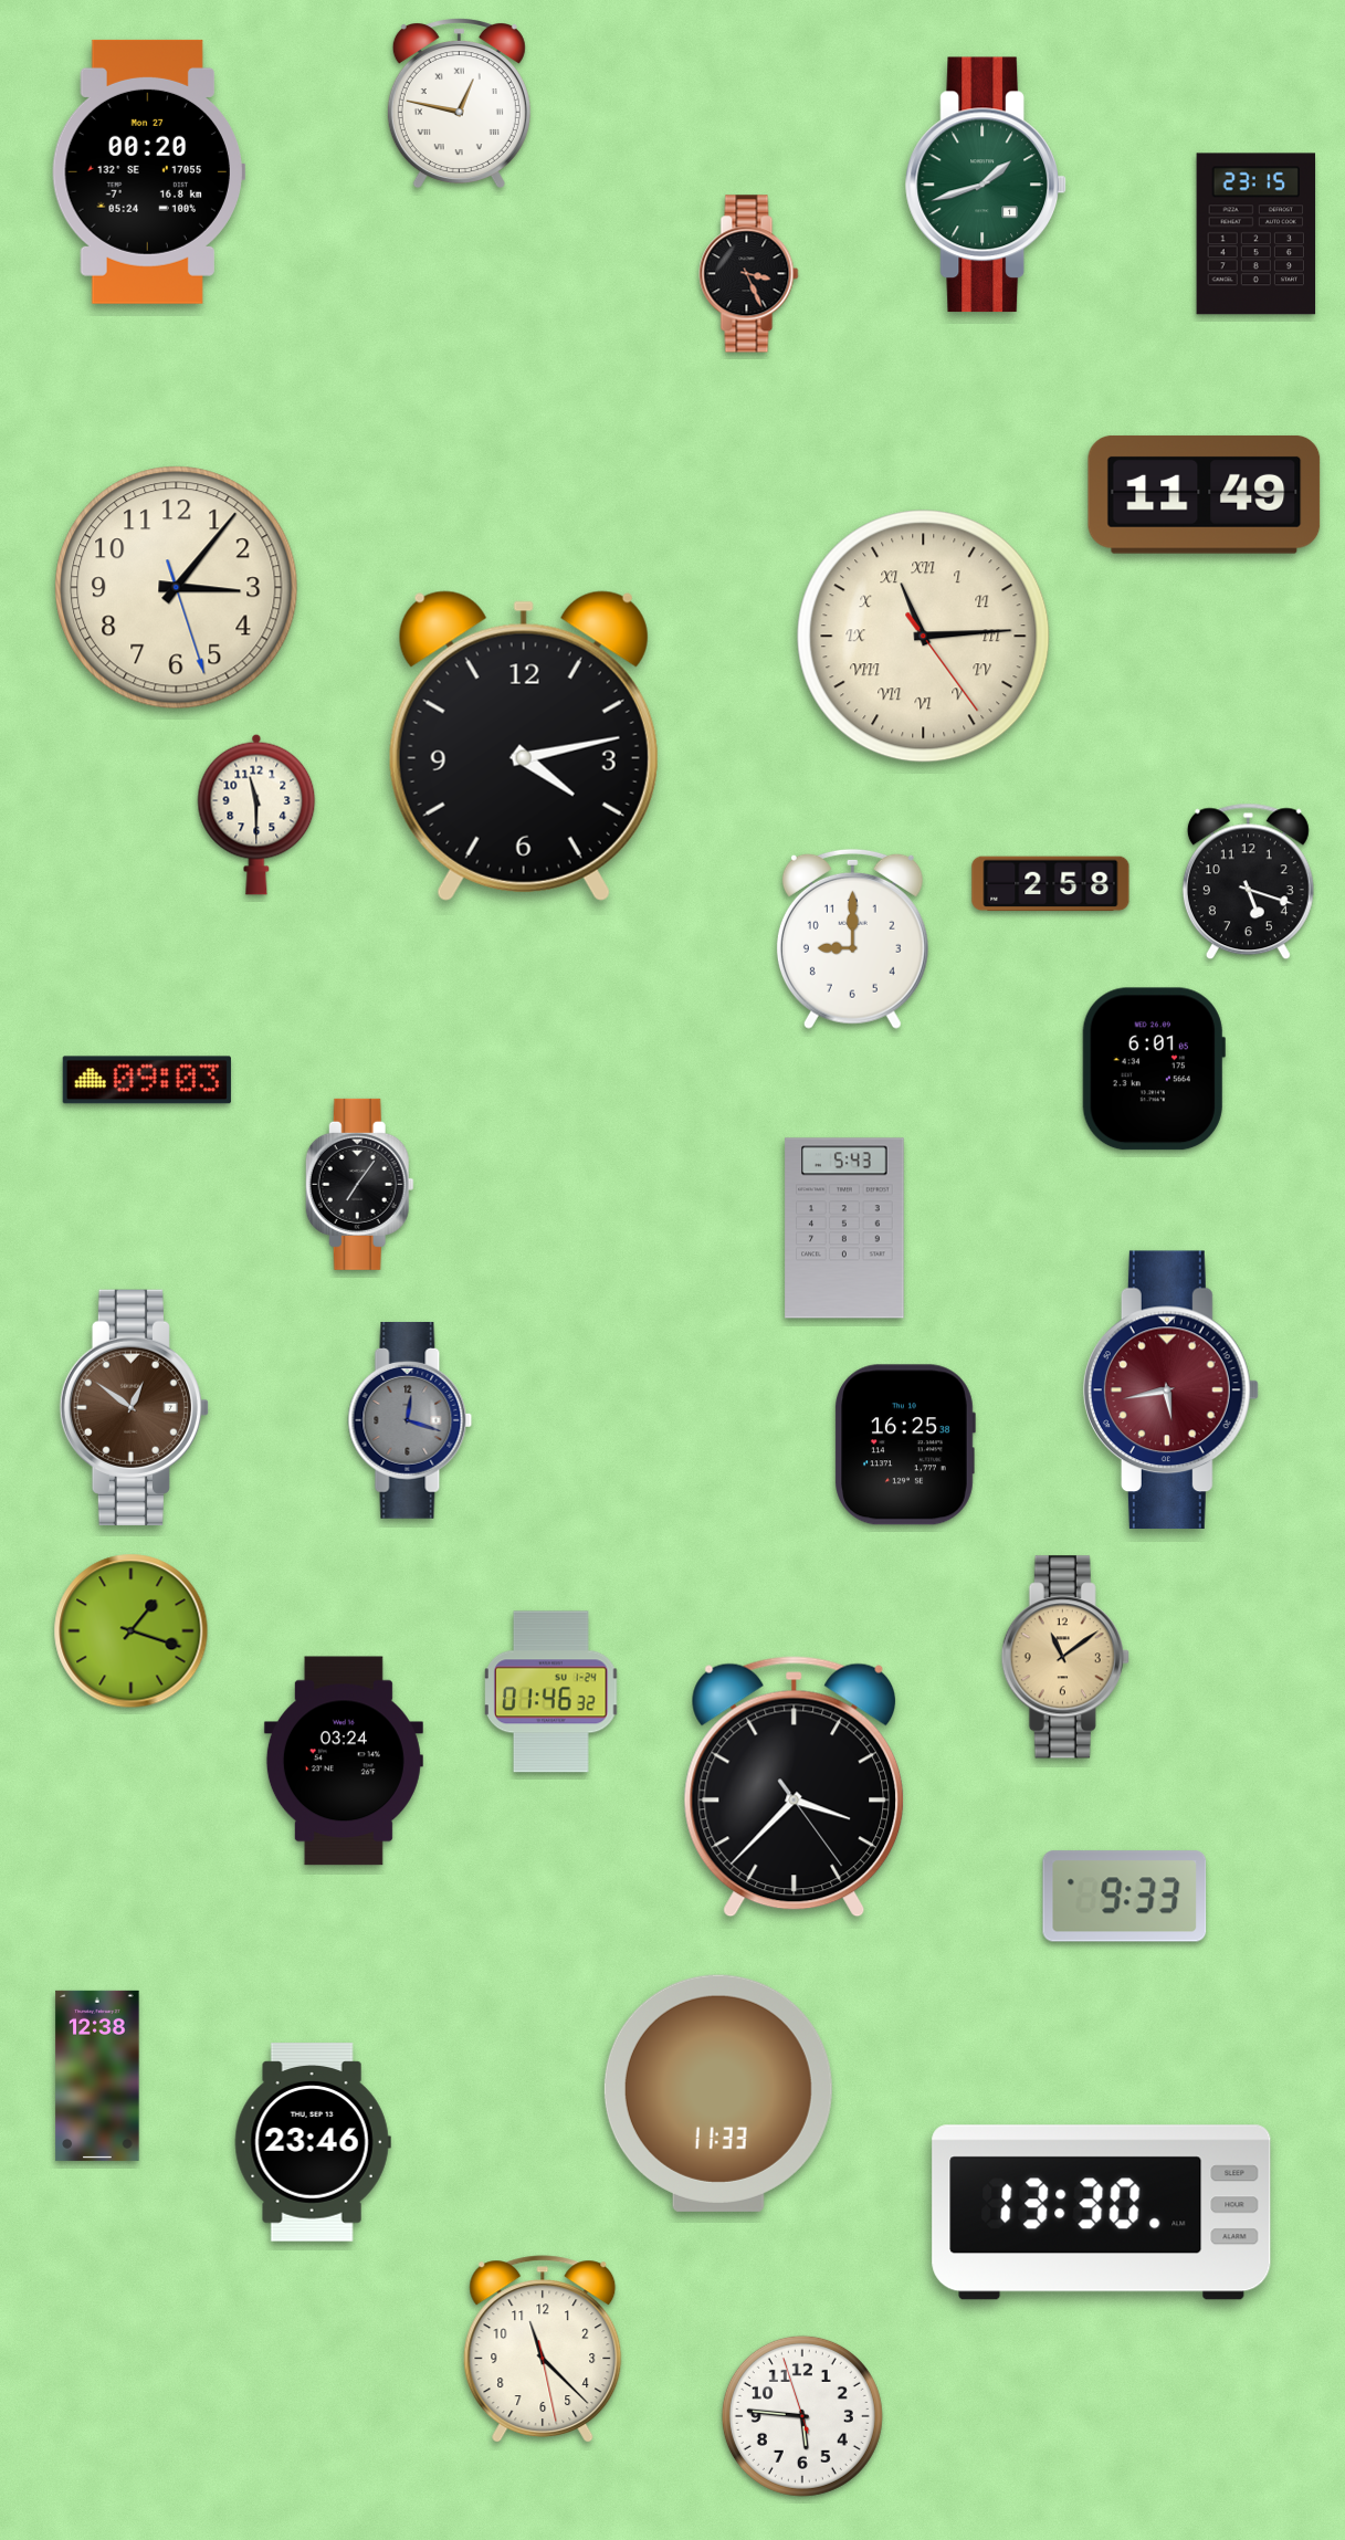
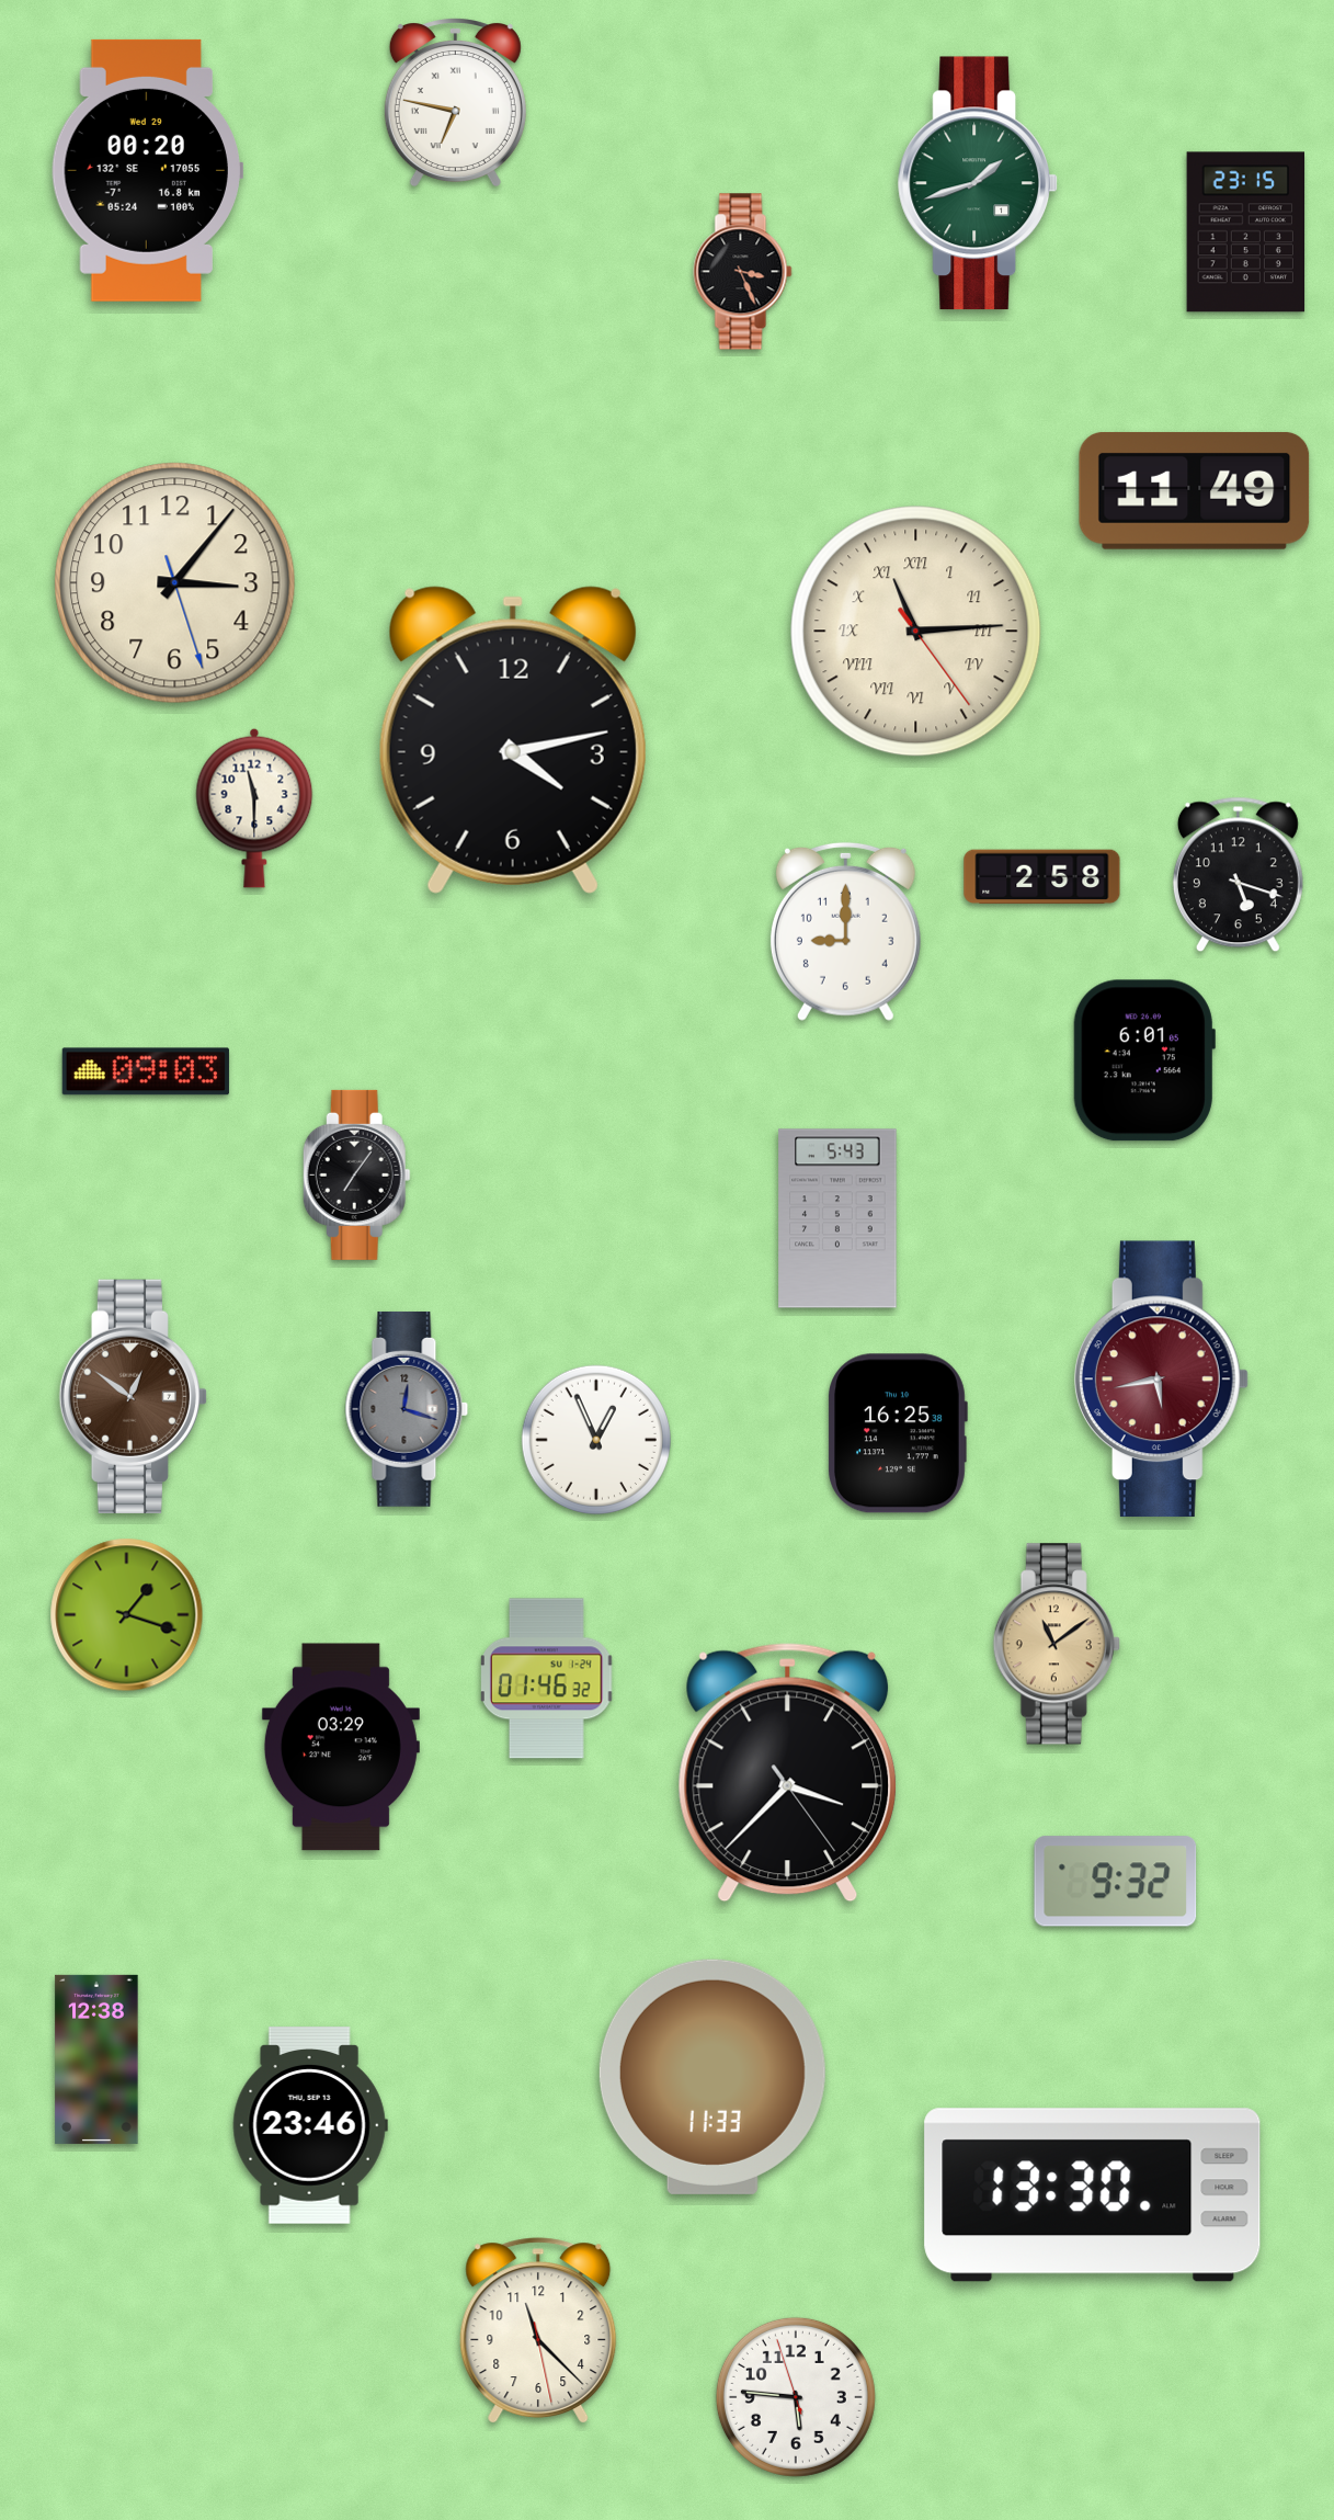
clock at (459, 103): 12:47 -> 6:47
clock at (148, 171) date: Mon 27 -> Wed 29
clock at (524, 746) position: (524, 746) -> (513, 740)
clock at (596, 1440): none -> 12:56
clock at (132, 1631) position: (132, 1631) -> (127, 1615)
clock at (344, 1761): 03:24 -> 03:29
clock at (1125, 1897): 9:33 -> 9:32
